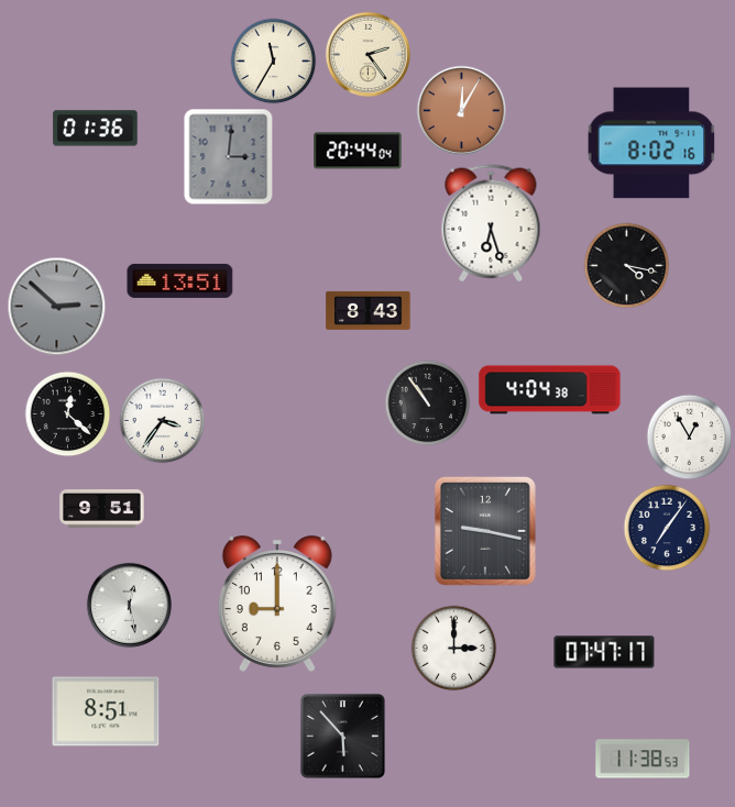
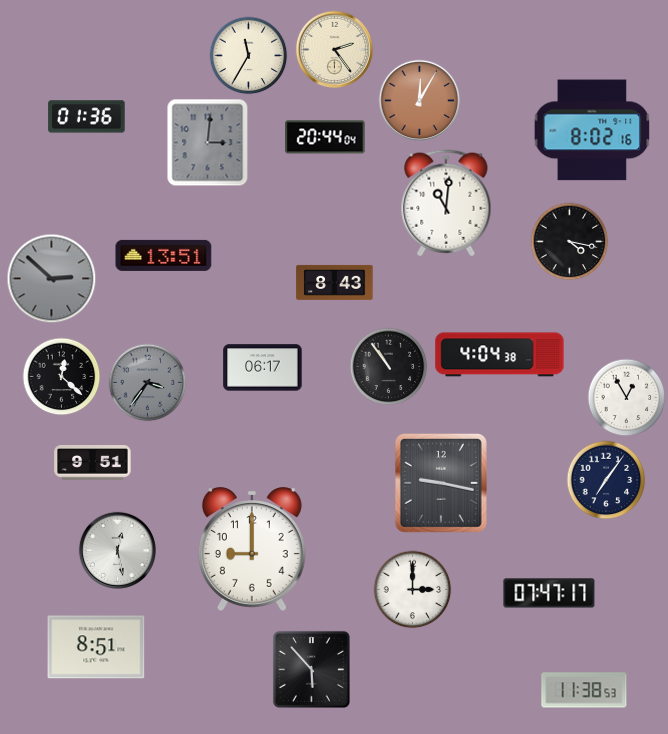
clock at (491, 223): 6:27 -> 11:01
clock at (263, 368): none -> 06:17
clock at (162, 420) dial: white -> grey
